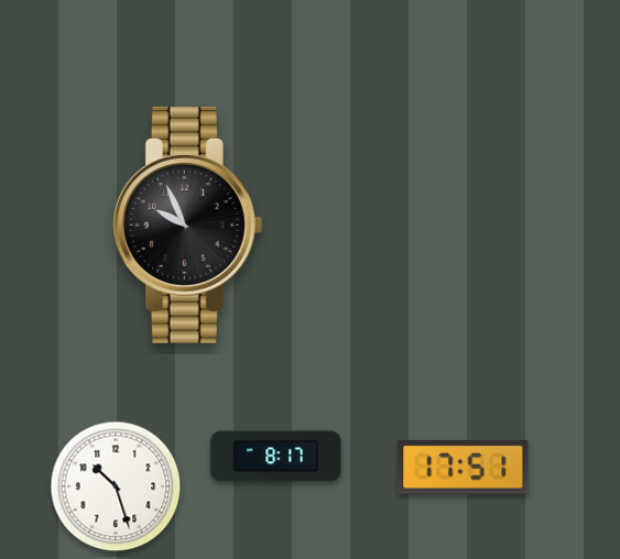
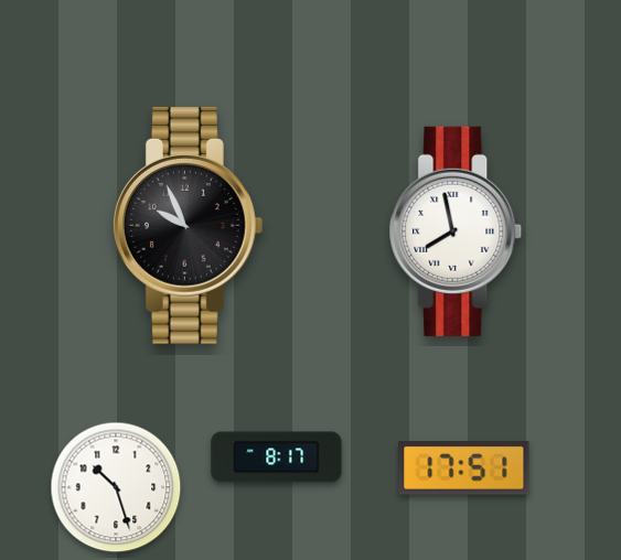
clock at (456, 231): none -> 7:58
